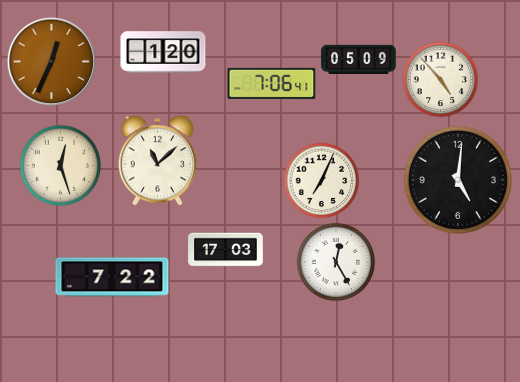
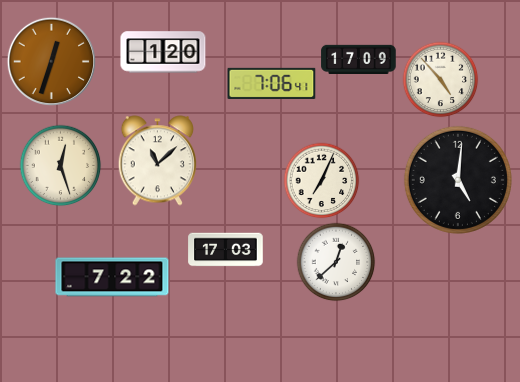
clock at (359, 59): 05:09 -> 17:09
clock at (51, 61): 12:34 -> 12:33
clock at (336, 262): 12:25 -> 12:38
